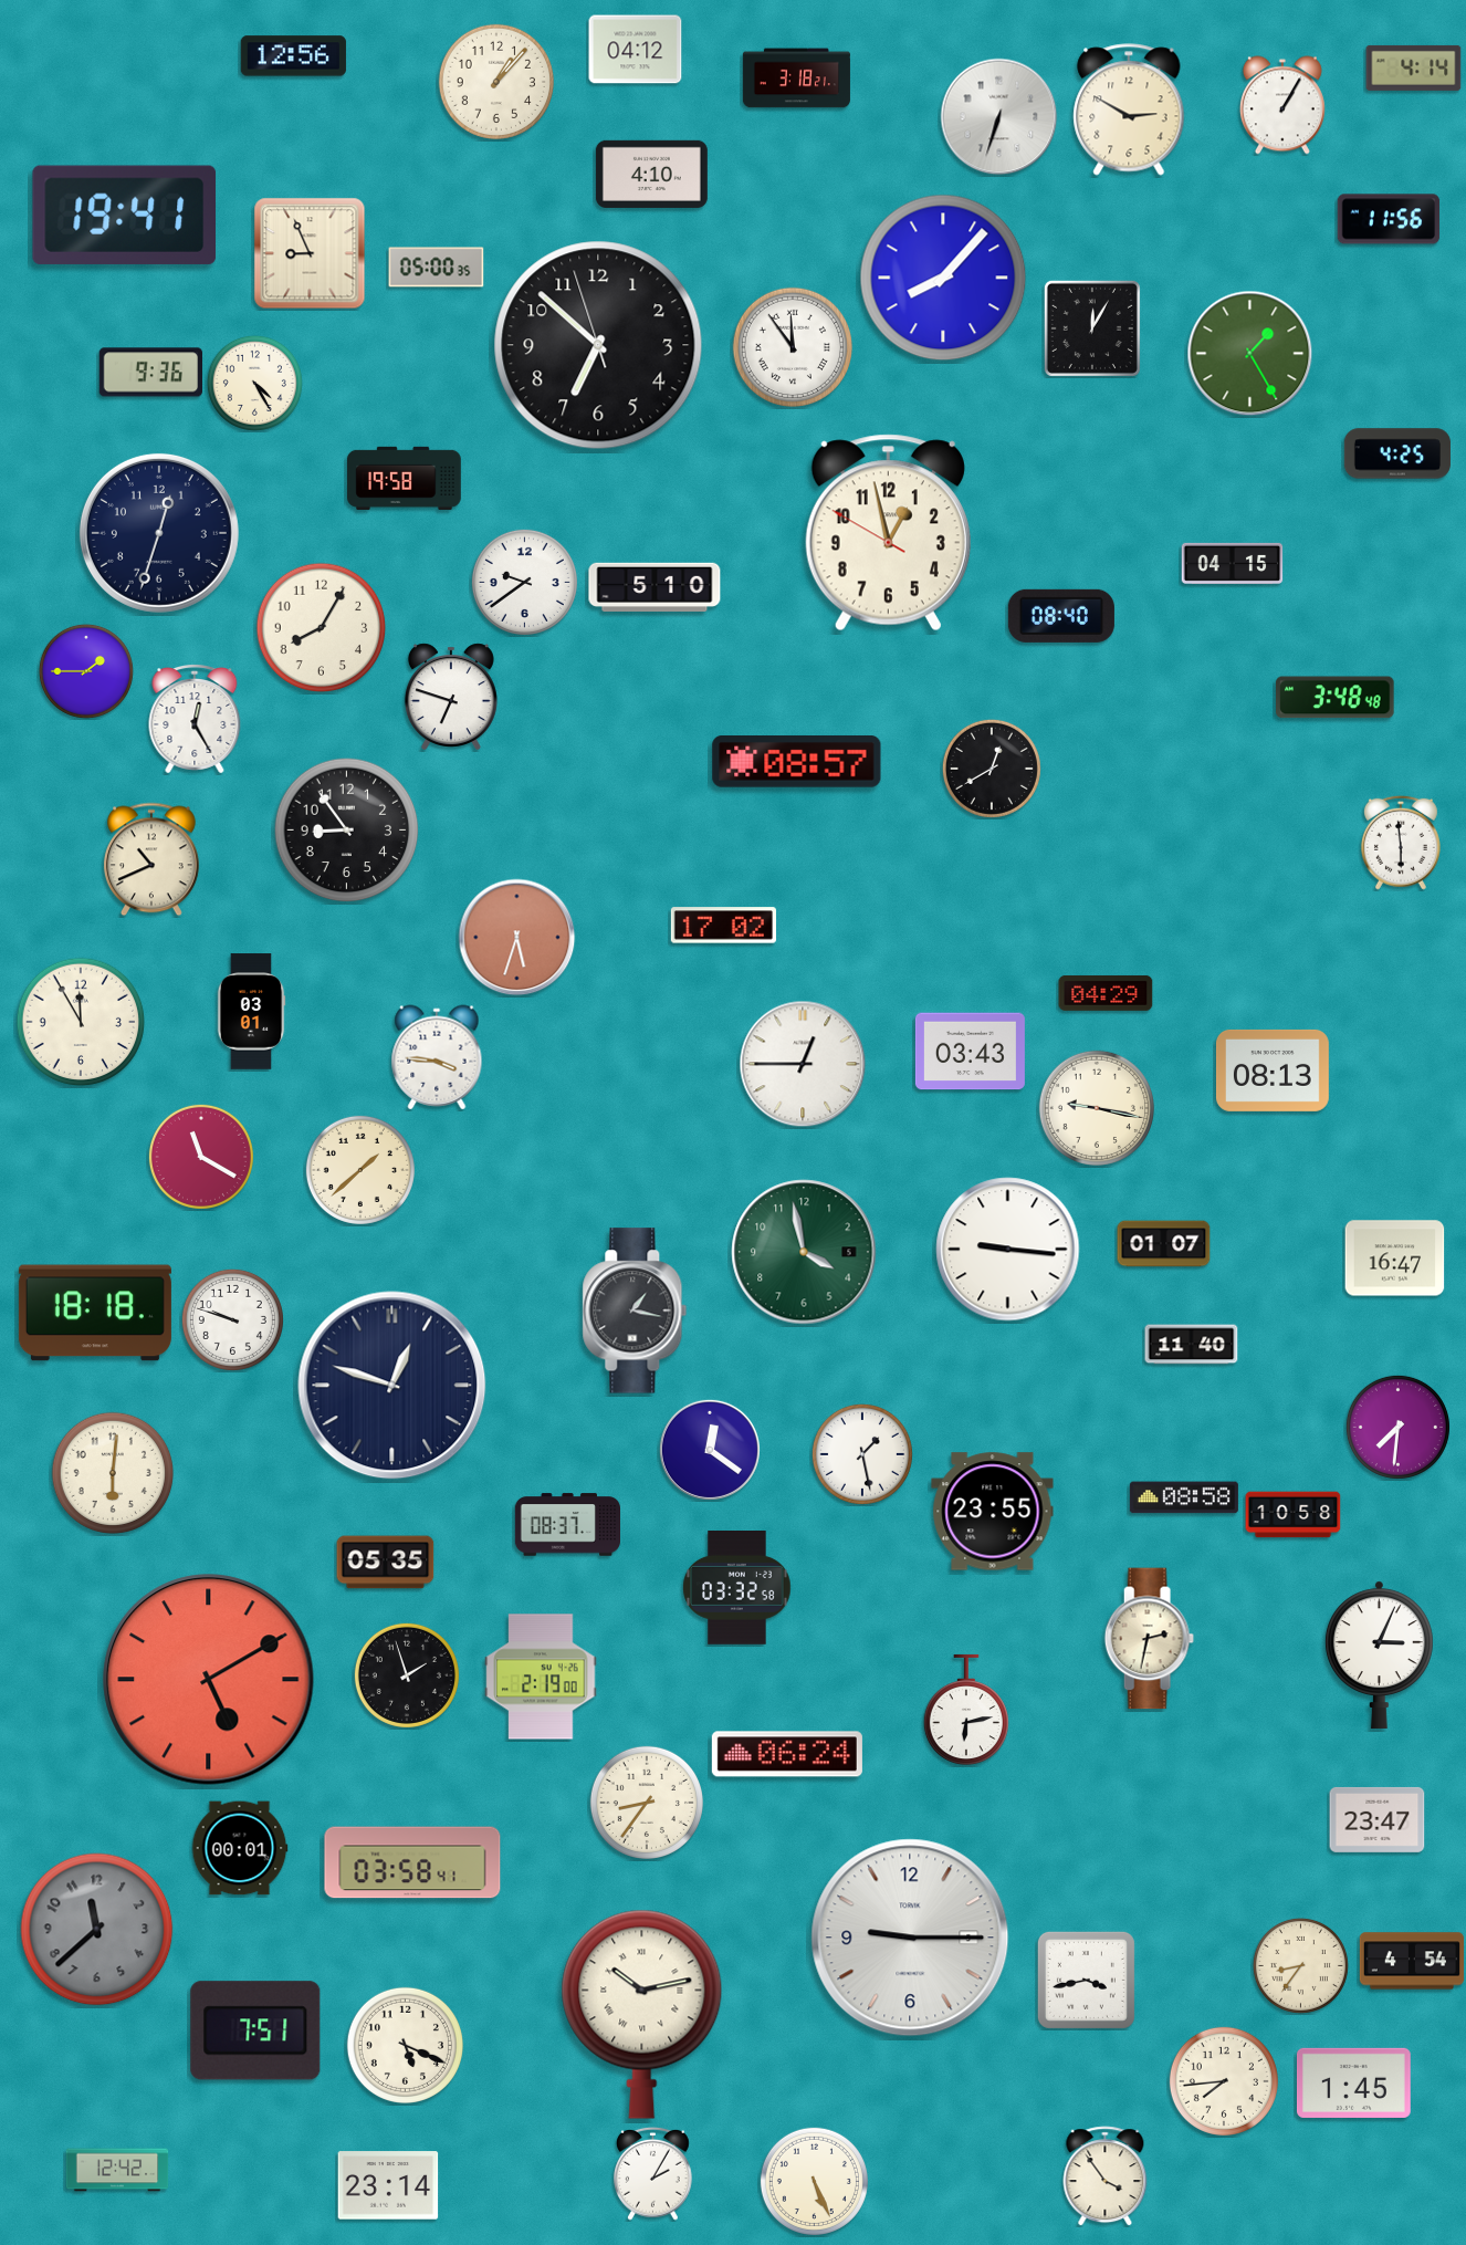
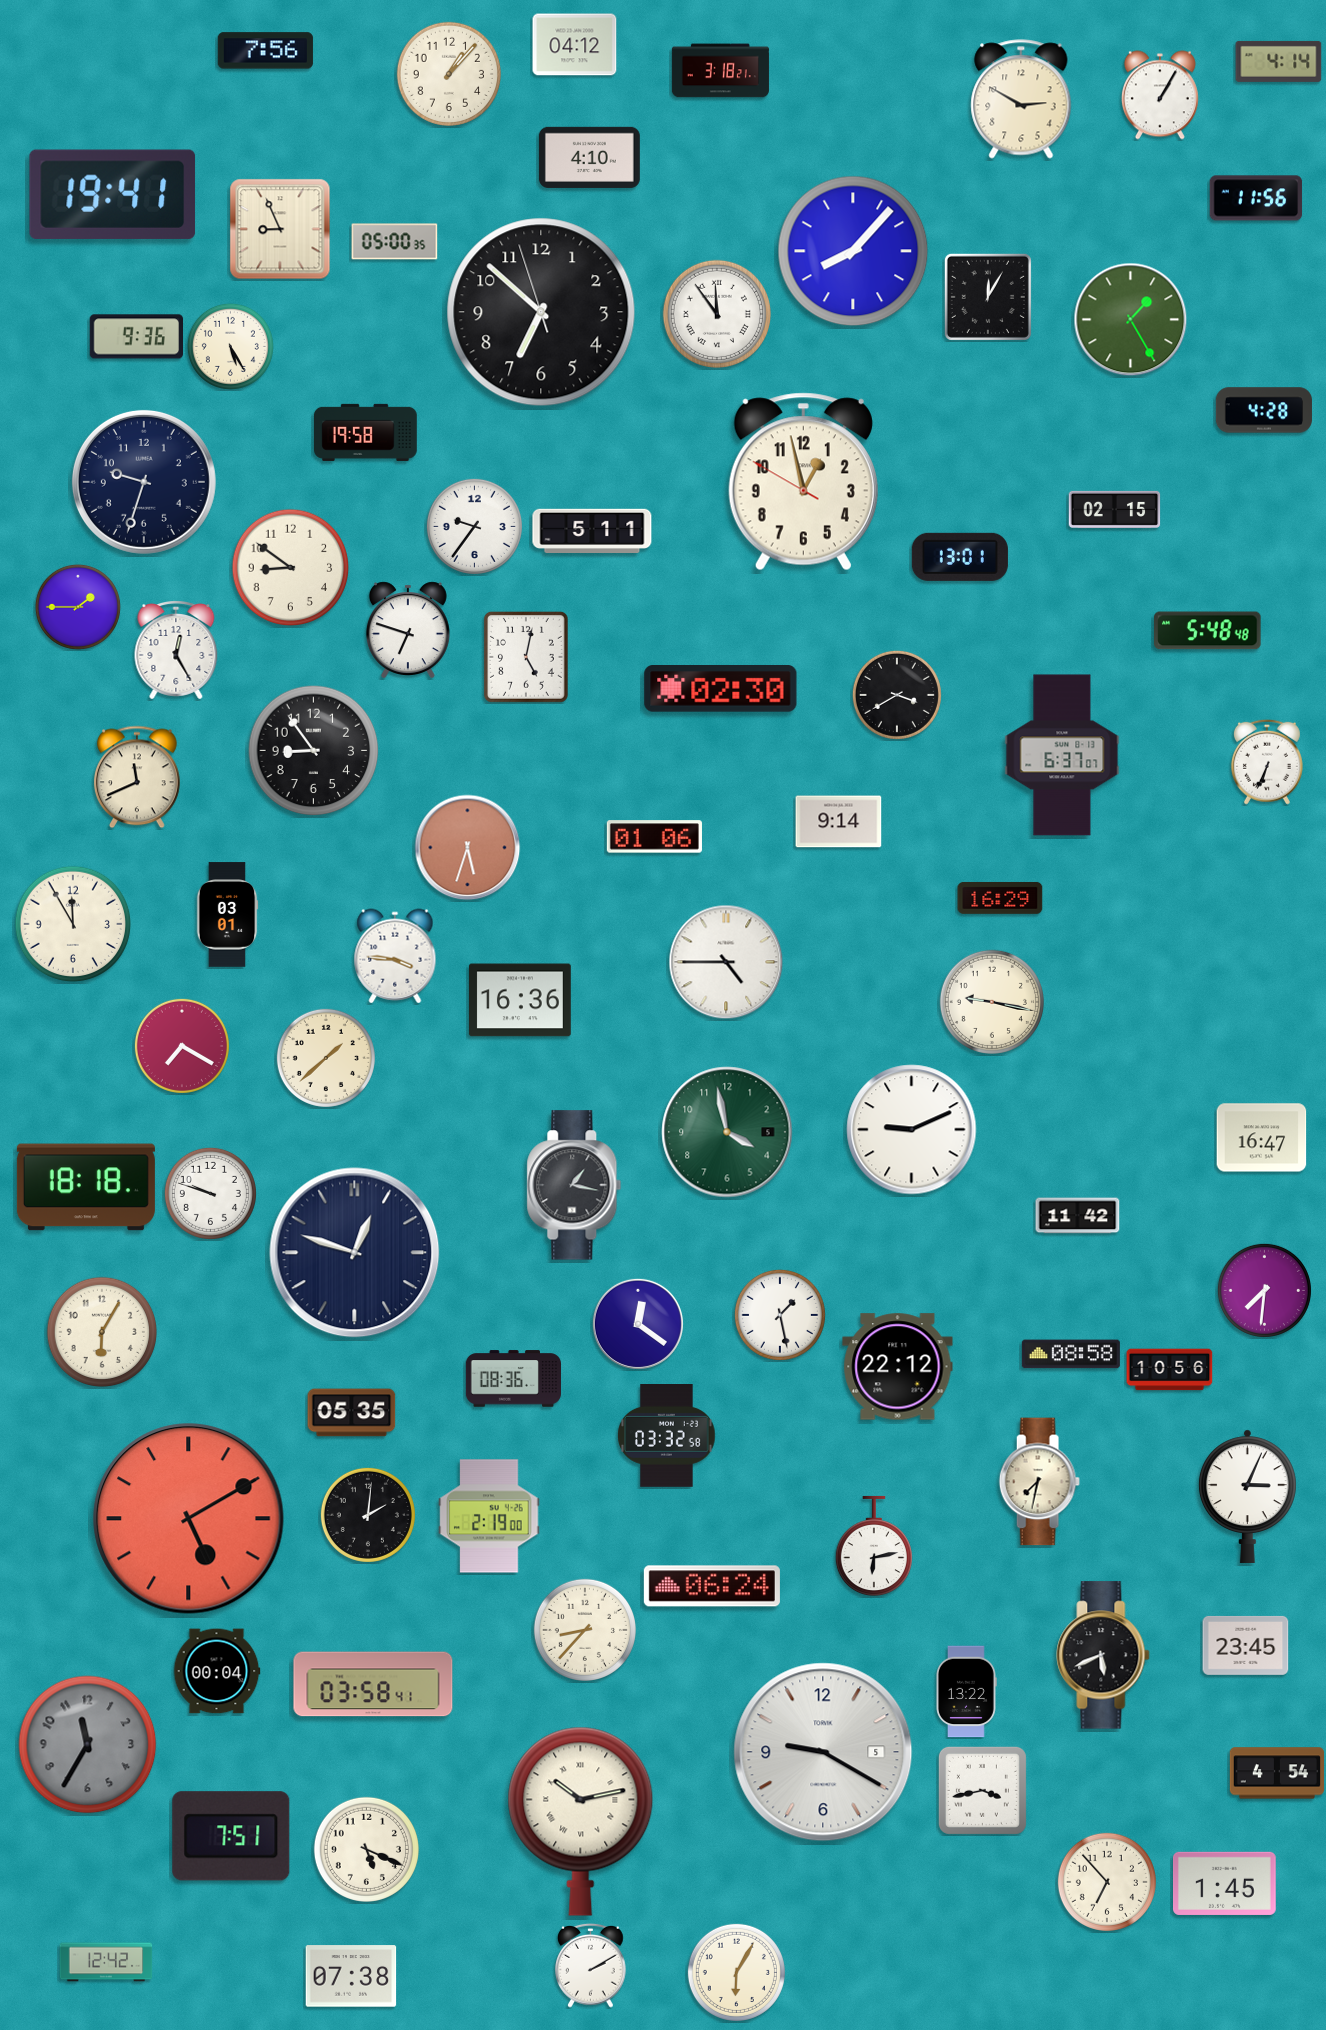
clock at (293, 56): 12:56 -> 7:56
clock at (999, 117): 6:33 -> none
clock at (254, 383): 4:25 -> 5:25
clock at (1397, 453): 4:25 -> 4:28
clock at (159, 533): 12:33 -> 9:33
clock at (1233, 563): 04:15 -> 02:15
clock at (524, 582): 9:39 -> 9:36
clock at (655, 587): 5:10 -> 5:11
clock at (1061, 616): 08:40 -> 13:01
clock at (322, 628): 8:05 -> 8:51
clock at (1336, 698): 3:48 -> 5:48
clock at (526, 657): none -> 5:02
clock at (797, 762): 08:57 -> 02:30
clock at (992, 769): 12:40 -> 3:40
clock at (1062, 755): none -> 6:37
clock at (1401, 843): 5:59 -> 6:34
clock at (151, 859): 10:41 -> 11:41
clock at (839, 822): none -> 9:14
clock at (723, 926): 17:02 -> 01:06
clock at (1106, 993): 04:29 -> 16:29
clock at (970, 1052): 03:43 -> none
clock at (803, 1064): 12:45 -> 4:45
clock at (1273, 1071): 08:13 -> none
clock at (520, 1000): none -> 16:36
clock at (201, 1157): 11:20 -> 7:20
clock at (1164, 1244): 01:07 -> none
clock at (1008, 1250): 9:16 -> 9:11
clock at (1192, 1345): 11:40 -> 11:42
clock at (710, 1450) position: (710, 1450) -> (638, 1324)
clock at (112, 1472): 6:01 -> 6:05
clock at (993, 1512): 23:55 -> 22:12
clock at (1294, 1515): 10:58 -> 10:56
clock at (567, 1525): 08:37 -> 08:36
clock at (386, 1563) position: (386, 1563) -> (352, 1413)
clock at (1149, 1639): 2:32 -> 7:32
clock at (407, 1675): 1:57 -> 2:01
clock at (647, 1803): 8:36 -> 8:37
clock at (1378, 1819): 23:47 -> 23:45
clock at (1103, 1655): none -> 5:41
clock at (240, 1848): 00:01 -> 00:04
clock at (967, 1692): none -> 13:22
clock at (97, 1930): 11:38 -> 11:35
clock at (910, 1938): 9:15 -> 9:20
clock at (1300, 1965): 8:36 -> none
clock at (1224, 2081): 7:44 -> 6:53
clock at (653, 2173): 2:05 -> 2:10
clock at (1106, 2176): 3:54 -> none
clock at (814, 2181): 5:26 -> 6:05
clock at (388, 2185): 23:14 -> 07:38
